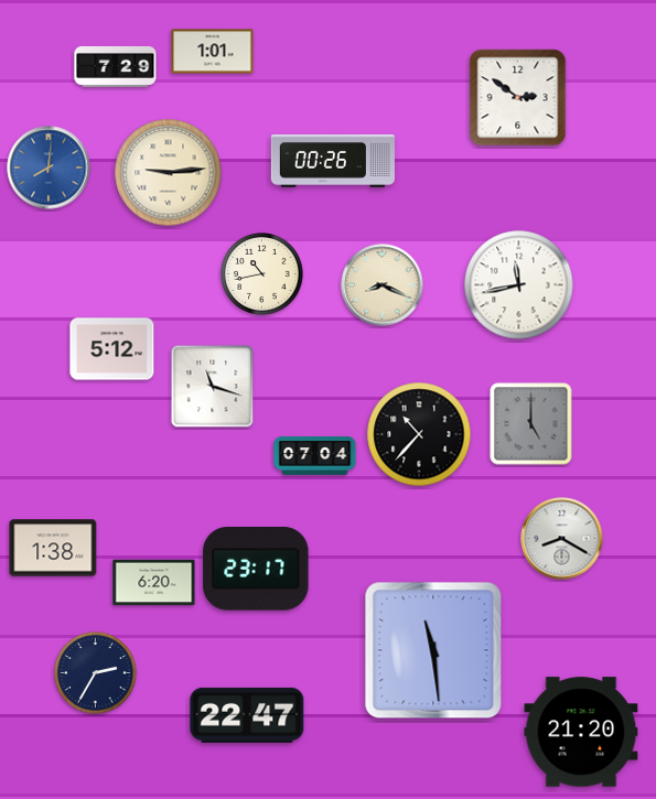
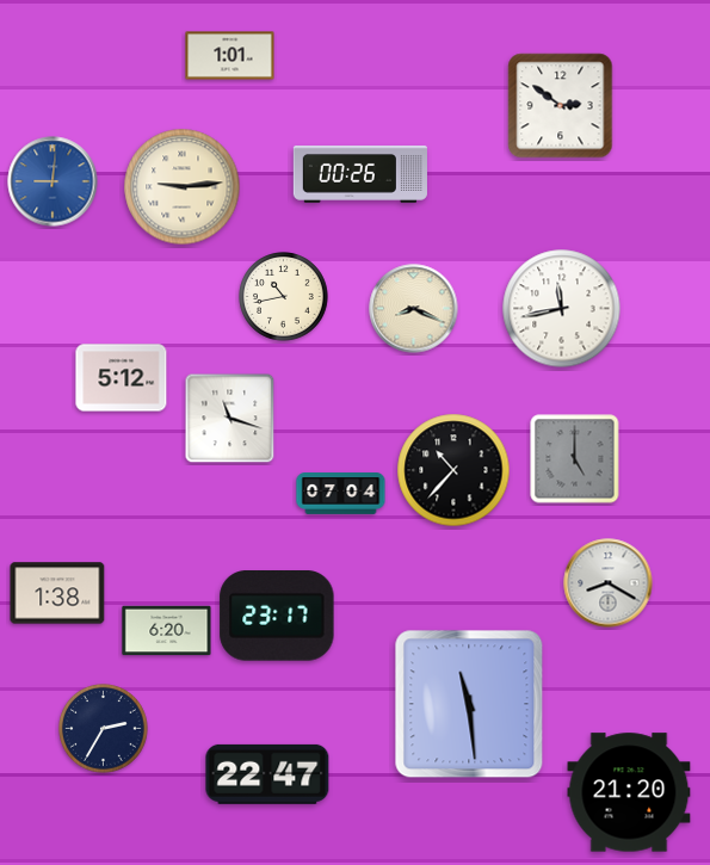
clock at (116, 66): 7:29 -> none
clock at (49, 168): 8:01 -> 9:01
